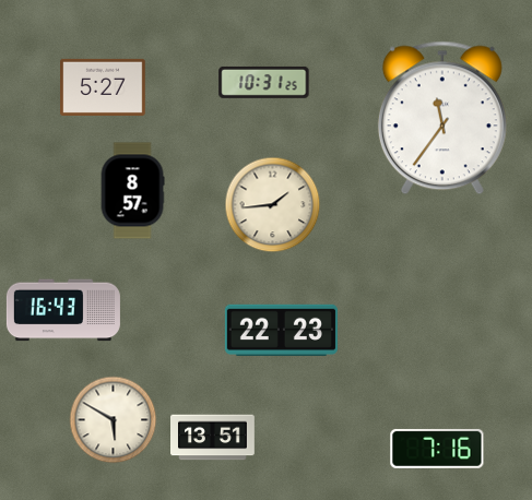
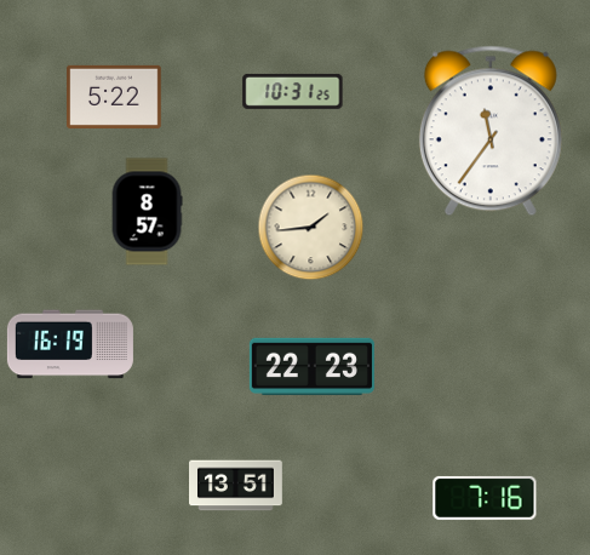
clock at (103, 87): 5:27 -> 5:22
clock at (273, 205) position: (273, 205) -> (311, 228)
clock at (63, 310): 16:43 -> 16:19
clock at (114, 420): 5:50 -> none
